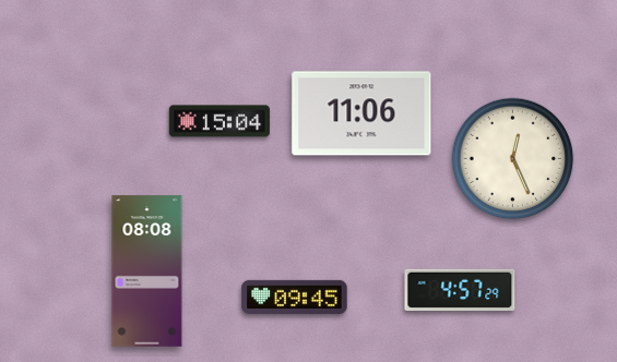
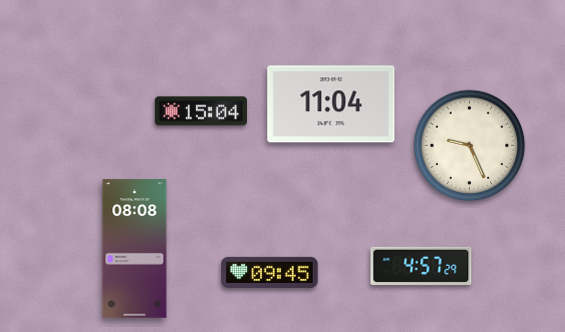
clock at (361, 113): 11:06 -> 11:04
clock at (513, 159): 12:26 -> 9:26
